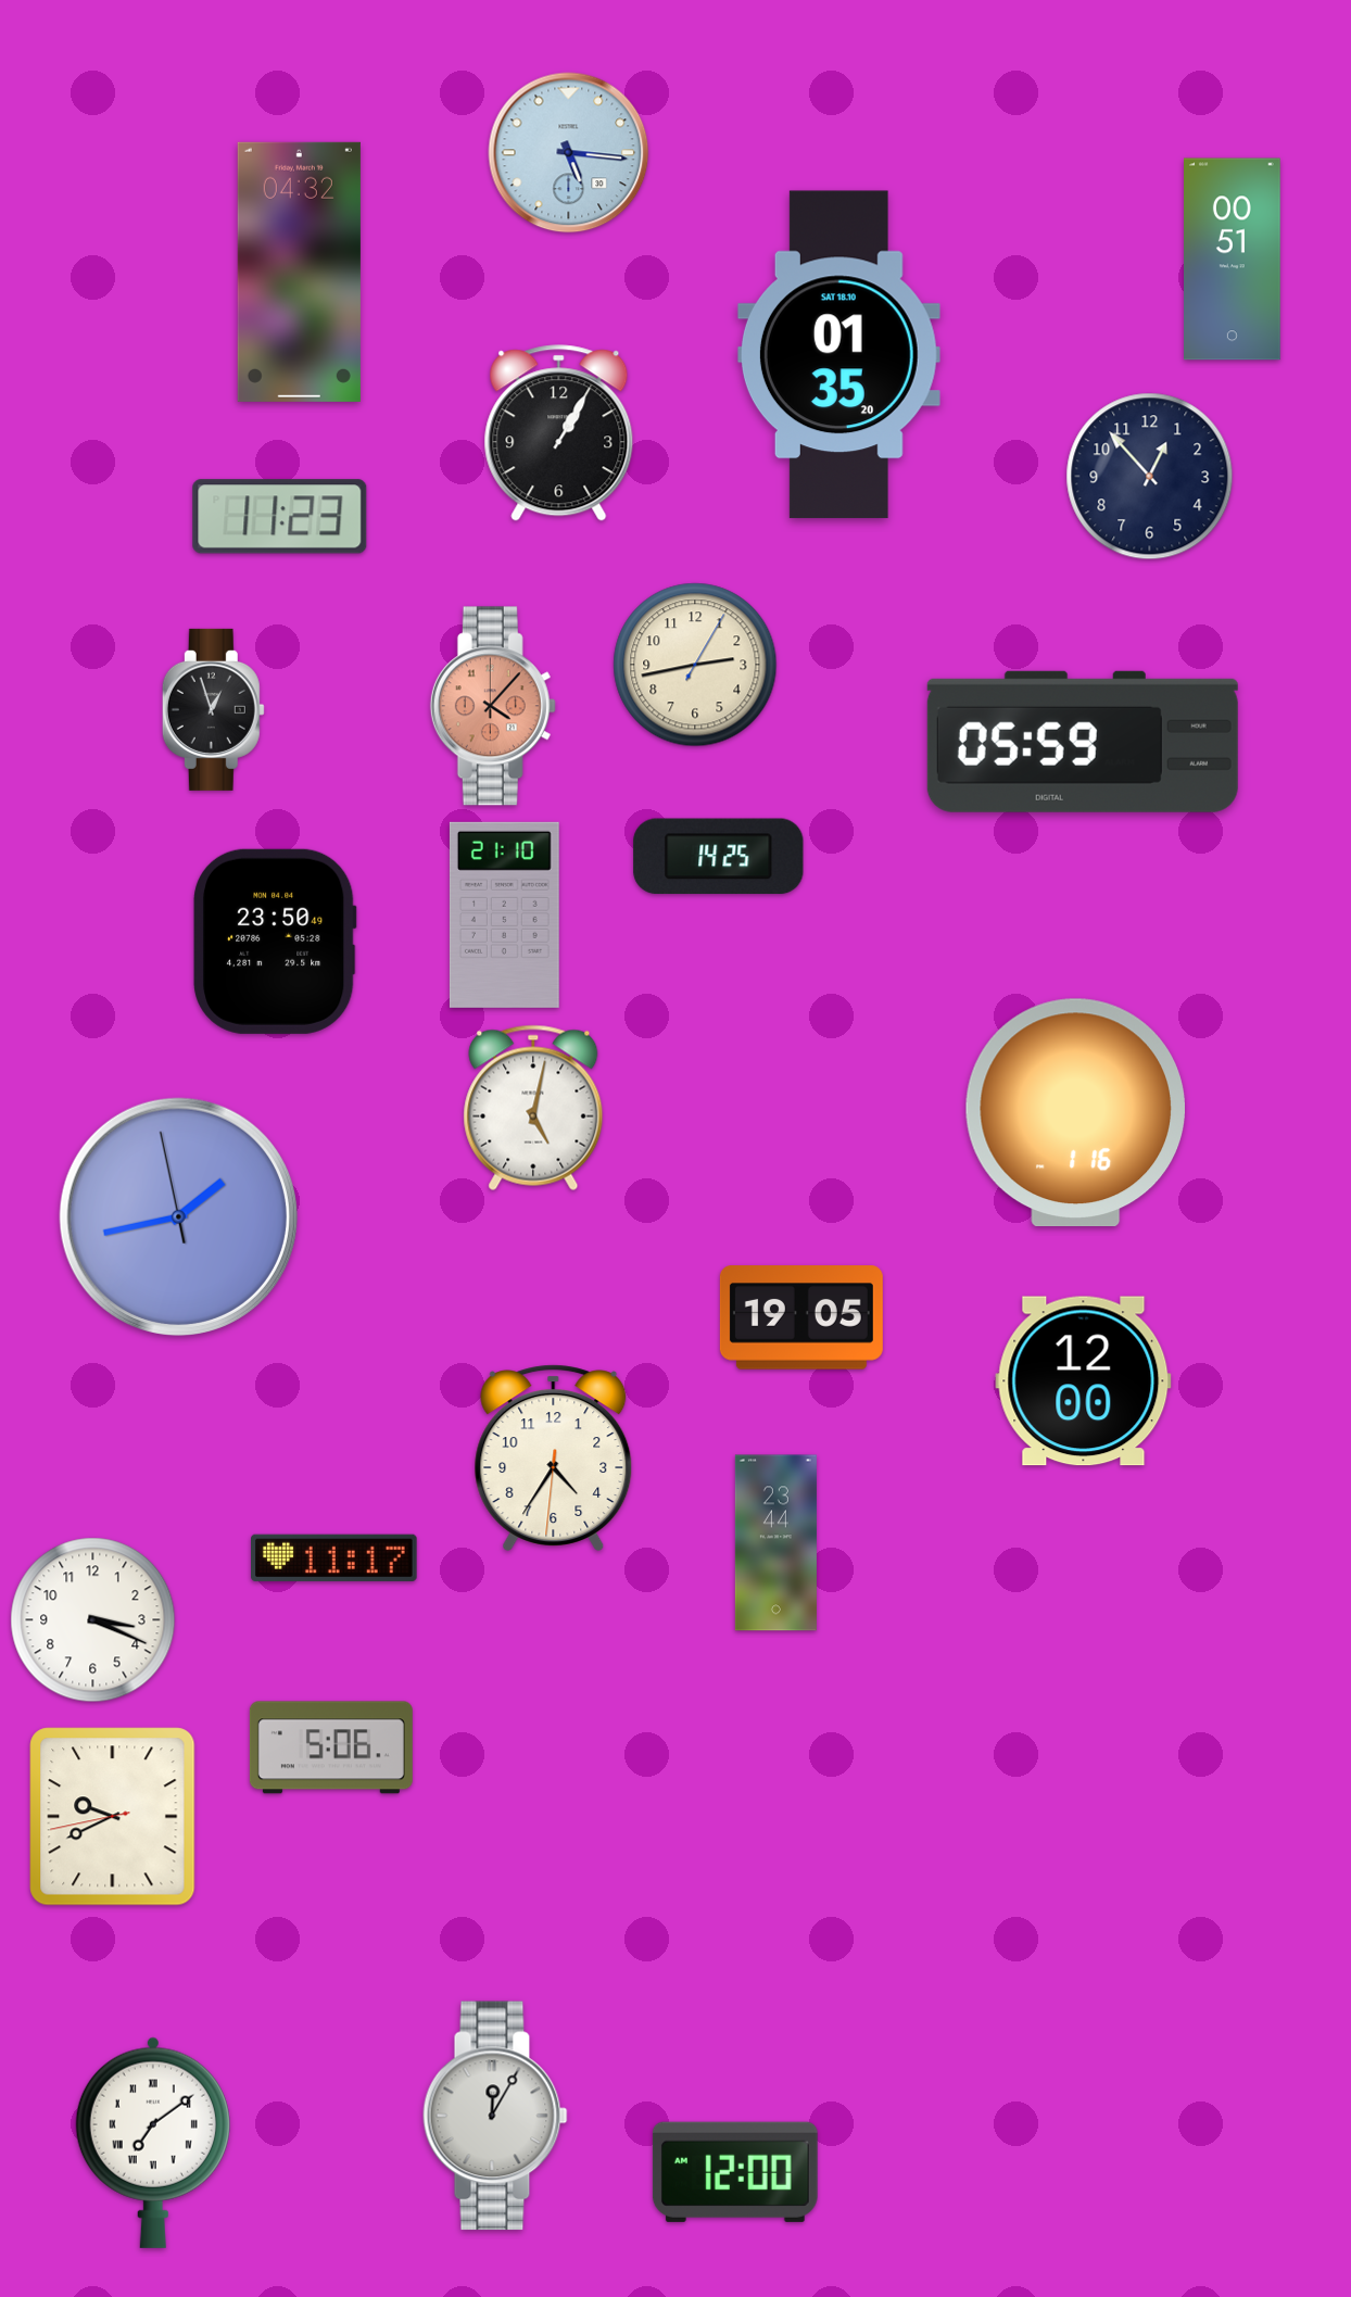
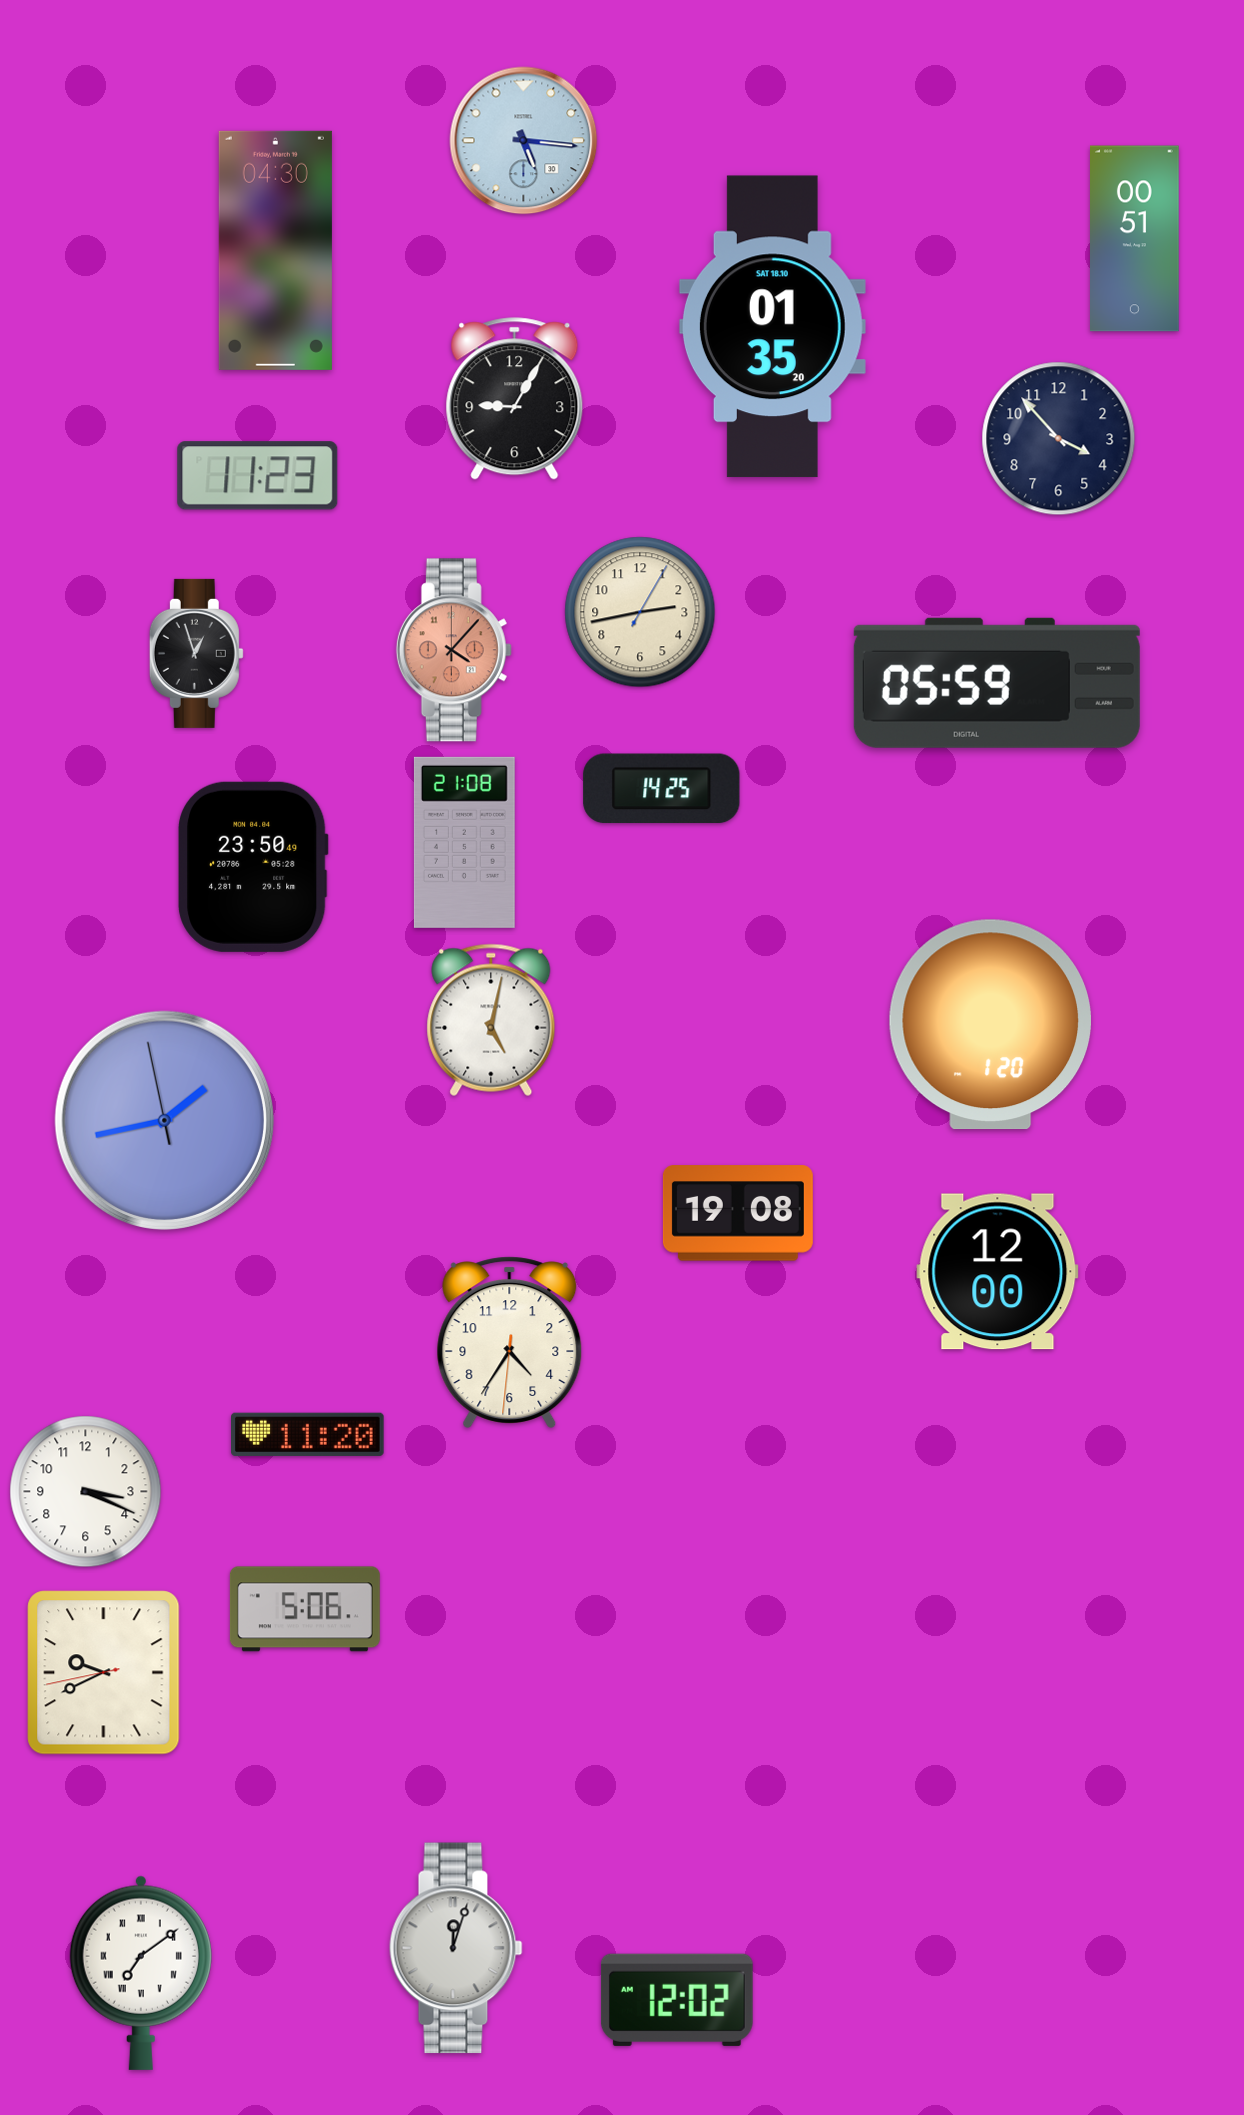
clock at (299, 272): 04:32 -> 04:30
clock at (559, 433): 1:05 -> 9:05
clock at (1150, 477): 12:53 -> 3:53
clock at (504, 914): 21:10 -> 21:08
clock at (1075, 1113): 1:16 -> 1:20
clock at (801, 1317): 19:05 -> 19:08
clock at (775, 1543): 23:44 -> none
clock at (334, 1557): 11:17 -> 11:20
clock at (495, 2116): 12:05 -> 12:03
clock at (735, 2172): 12:00 -> 12:02
